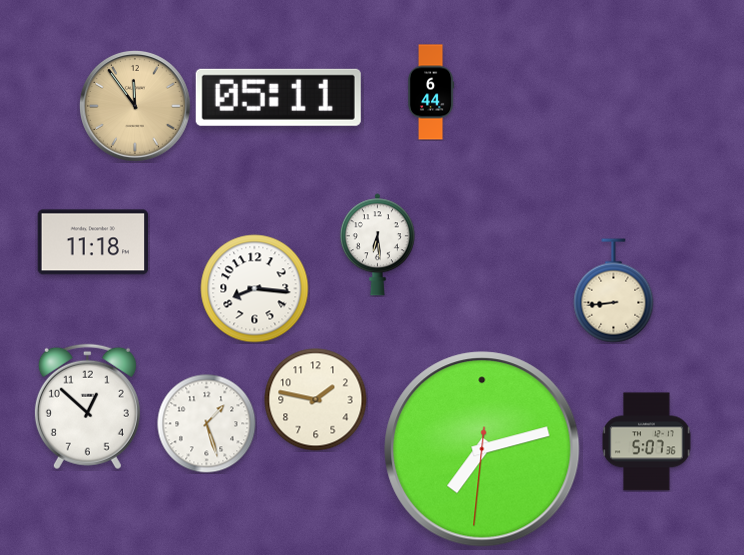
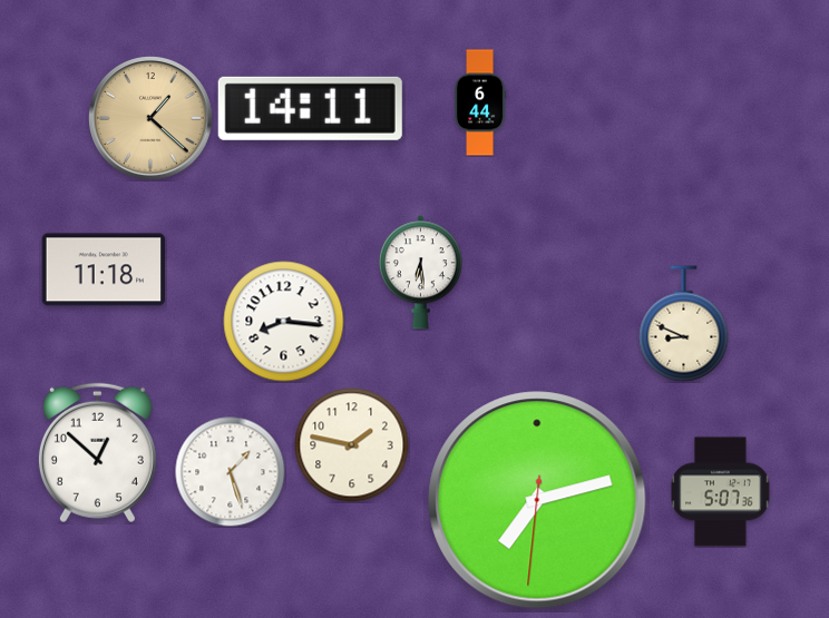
clock at (278, 97): 05:11 -> 14:11
clock at (136, 107): 11:54 -> 1:22
clock at (614, 291): 8:44 -> 8:49
